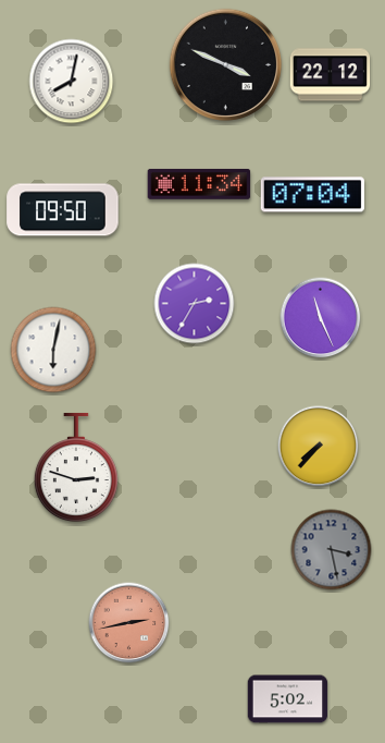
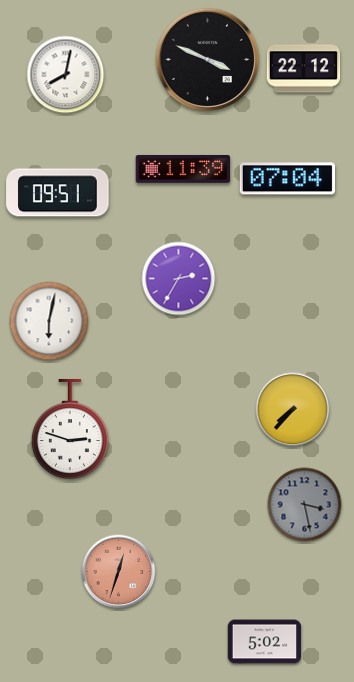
clock at (199, 184): 11:34 -> 11:39
clock at (63, 210): 09:50 -> 09:51
clock at (321, 318): 11:26 -> none
clock at (129, 623): 2:43 -> 12:33
